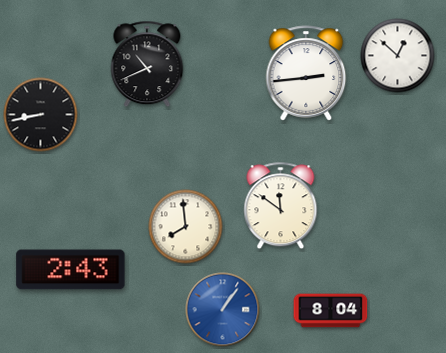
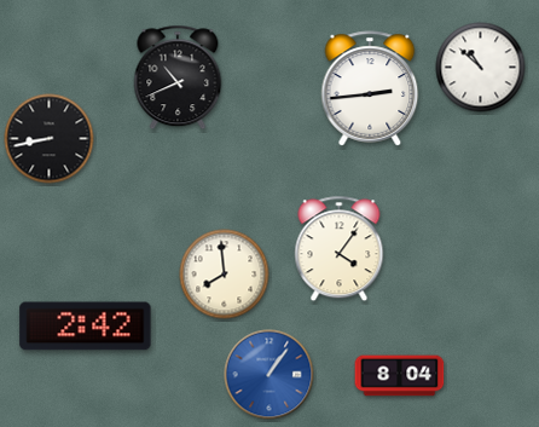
clock at (398, 56): 12:52 -> 10:52
clock at (281, 206): 11:51 -> 4:06
clock at (71, 270): 2:43 -> 2:42
